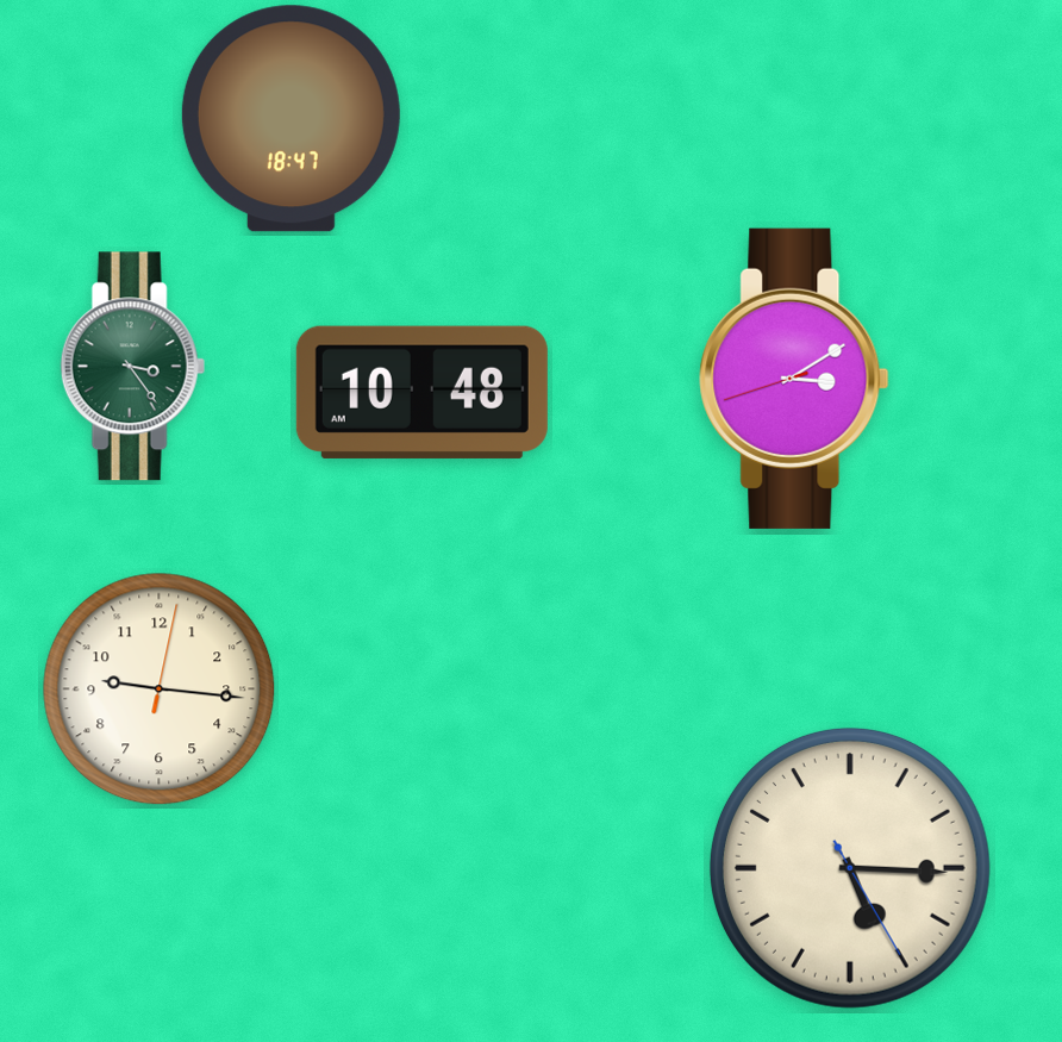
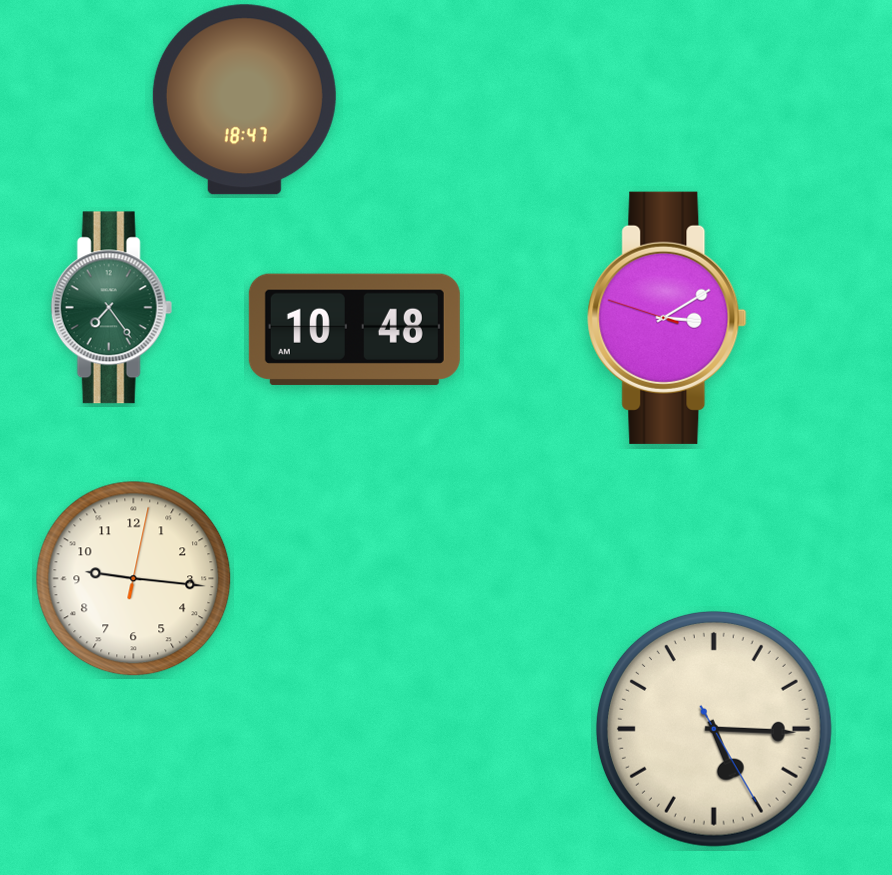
clock at (132, 367): 3:24 -> 7:24
clock at (794, 379): 3:09:42 -> 3:09:48
